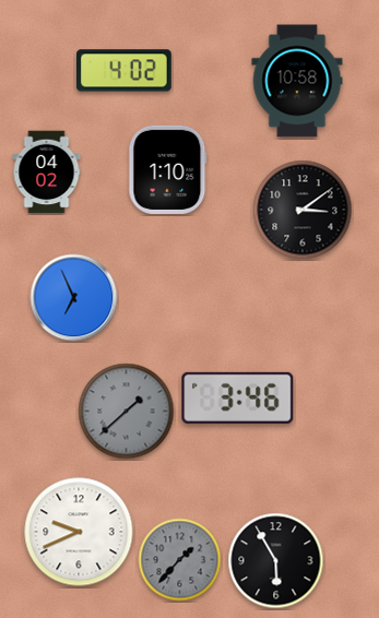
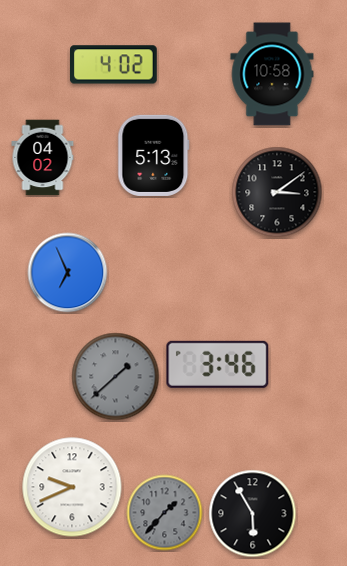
clock at (168, 169): 1:10 -> 5:13
